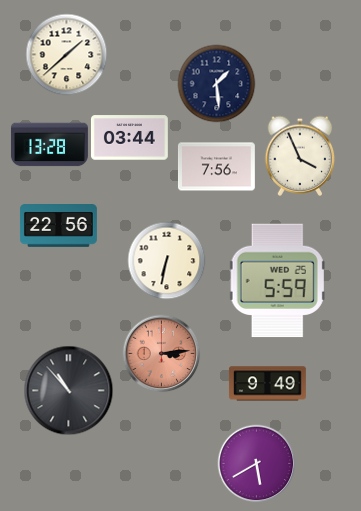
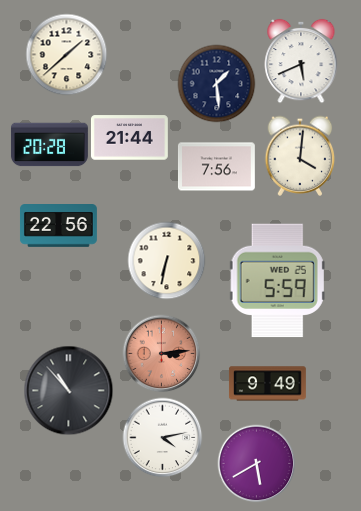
clock at (301, 61): none -> 5:41
clock at (129, 138): 03:44 -> 21:44
clock at (50, 145): 13:28 -> 20:28
clock at (300, 156): 3:56 -> 4:01
clock at (162, 437): none -> 4:13
